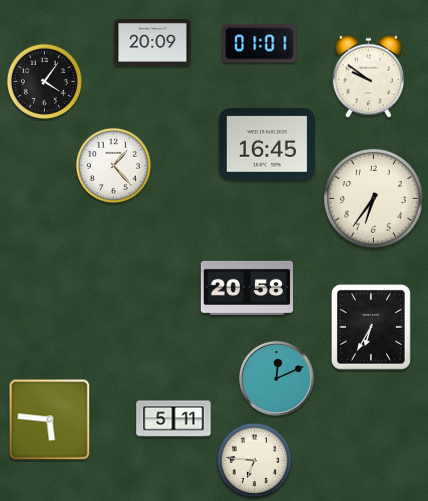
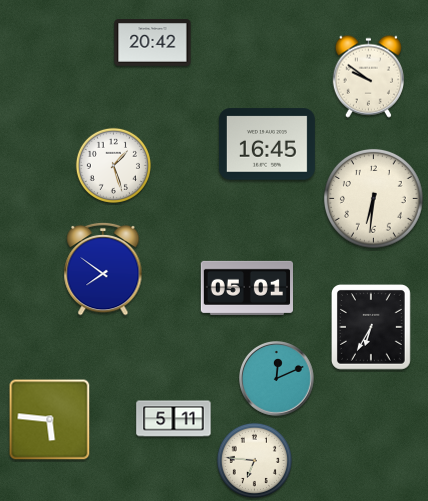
clock at (153, 43): 20:09 -> 20:42
clock at (260, 44): 01:01 -> none
clock at (44, 81): 4:06 -> none
clock at (113, 165): 1:23 -> 1:27
clock at (373, 198): 6:36 -> 6:31
clock at (103, 269): none -> 7:51
clock at (246, 288): 20:58 -> 05:01
